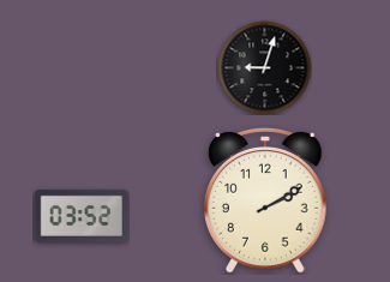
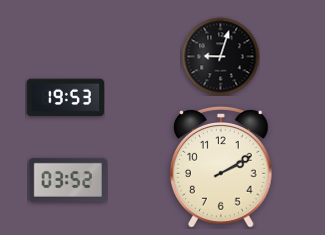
clock at (65, 98): none -> 19:53
